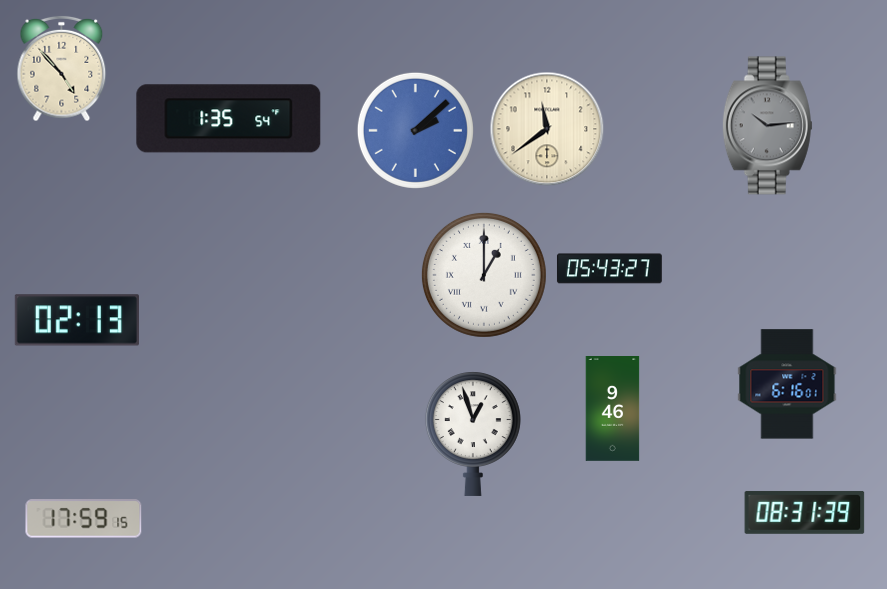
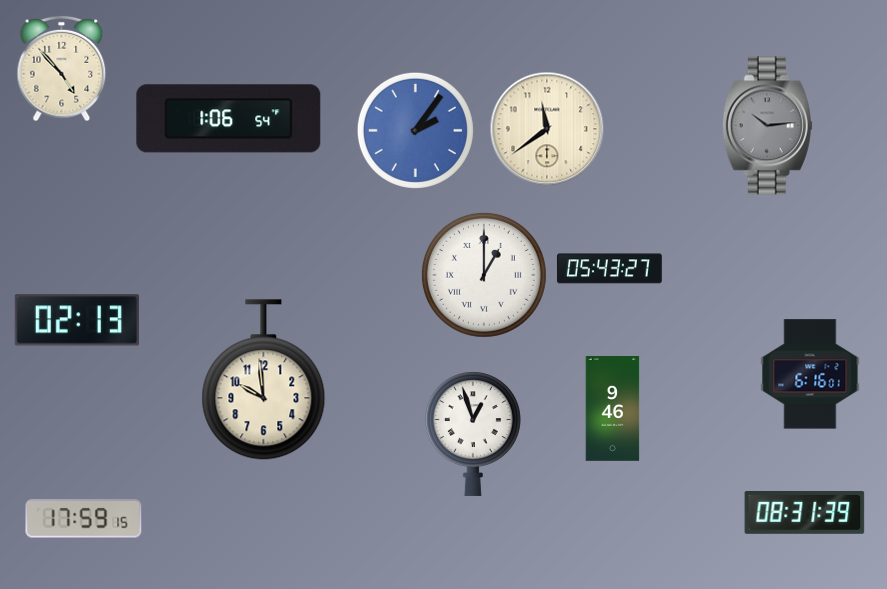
clock at (229, 119): 1:35 -> 1:06
clock at (415, 130): 2:08 -> 2:06
clock at (264, 380): none -> 9:59
clock at (787, 384) position: (787, 384) -> (810, 374)
